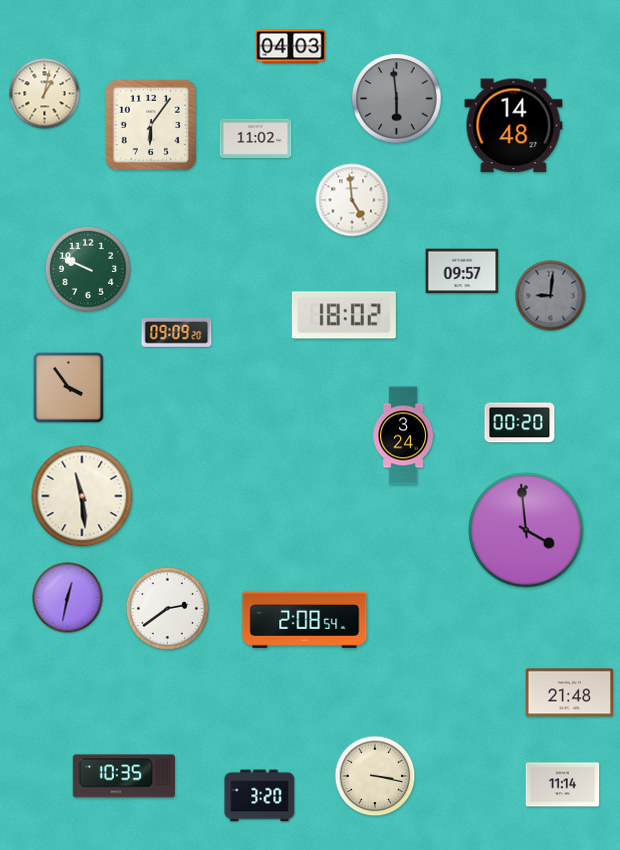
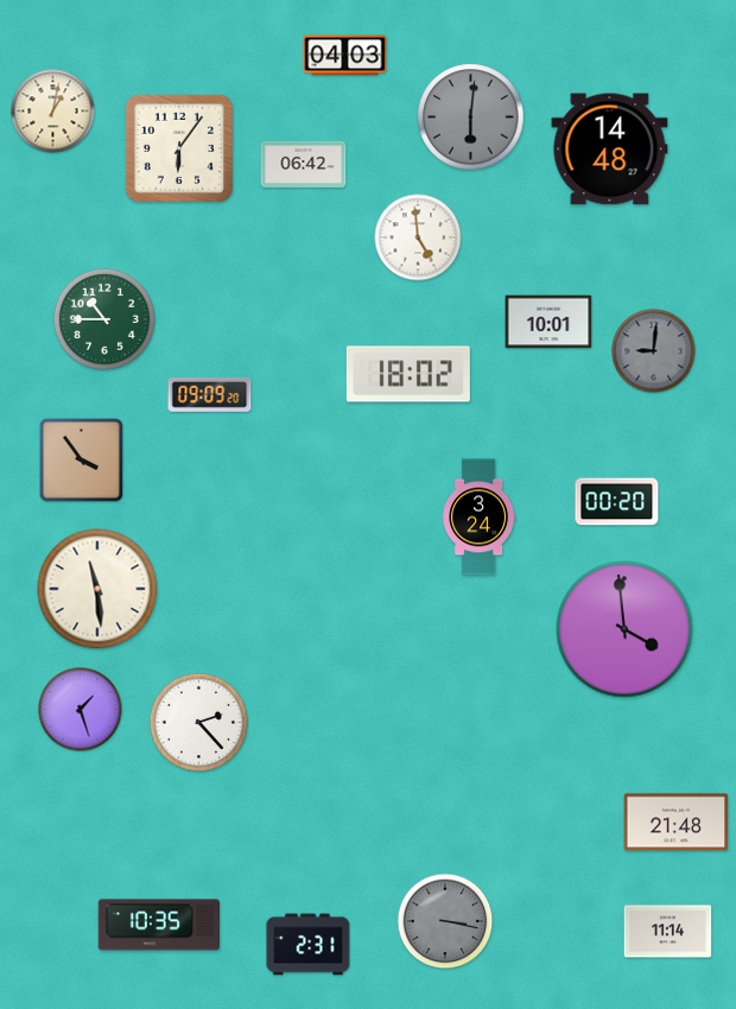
clock at (397, 99): 5:59 -> 6:01
clock at (256, 138): 11:02 -> 06:42
clock at (88, 269): 9:49 -> 10:45
clock at (462, 271): 09:57 -> 10:01
clock at (68, 598): 12:32 -> 1:27
clock at (168, 609): 2:39 -> 2:23
clock at (305, 619): 2:08 -> none
clock at (123, 776) position: (123, 776) -> (158, 925)
clock at (375, 776) dial: cream -> grey
clock at (260, 796): 3:20 -> 2:31
